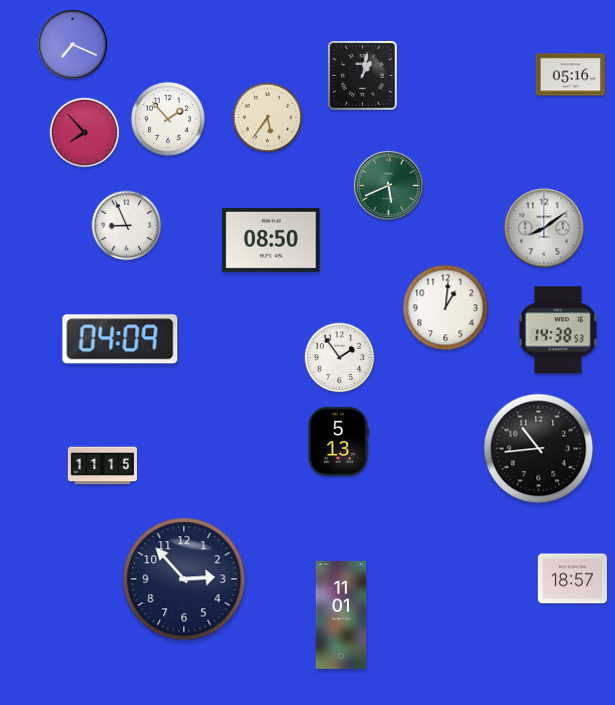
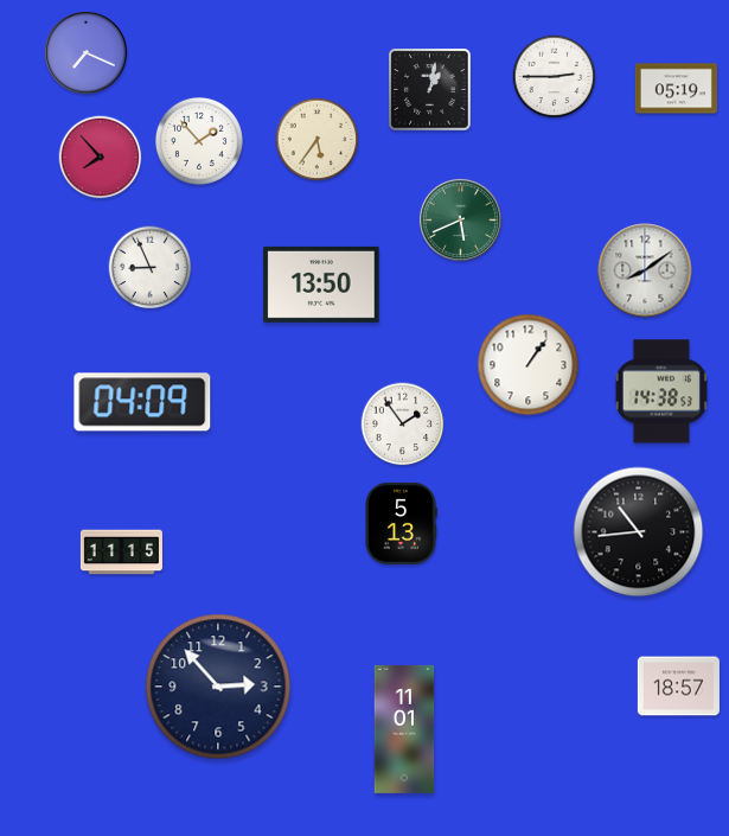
clock at (555, 77): none -> 2:45
clock at (570, 75): 05:16 -> 05:19
clock at (271, 240): 08:50 -> 13:50
clock at (446, 308): 1:01 -> 1:06
